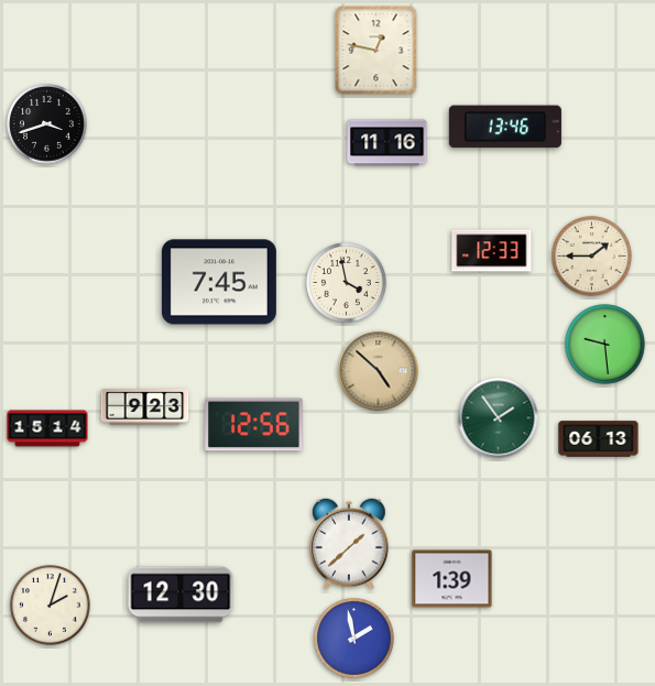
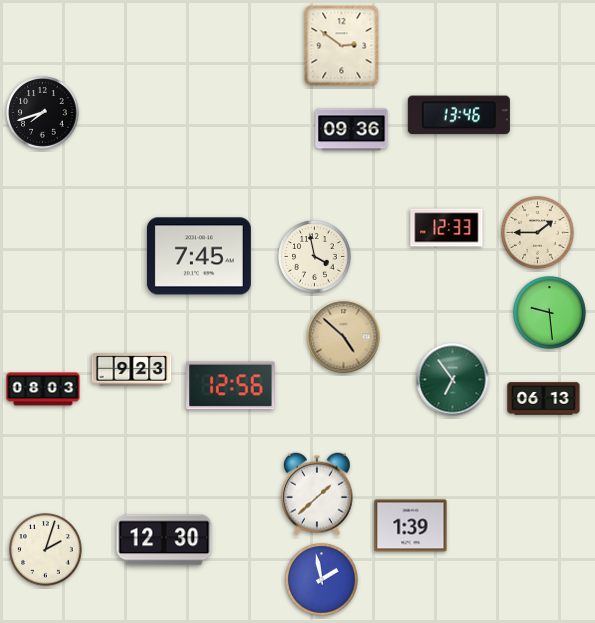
clock at (376, 51): 12:47 -> 2:51
clock at (47, 124): 3:42 -> 7:42
clock at (387, 143): 11:16 -> 09:36
clock at (499, 418): 1:54 -> 6:54
clock at (47, 428): 15:14 -> 08:03
